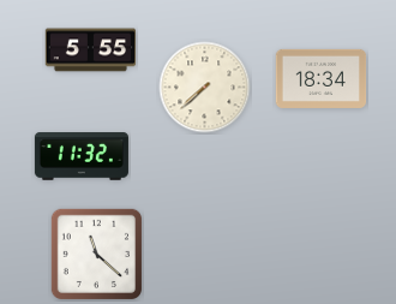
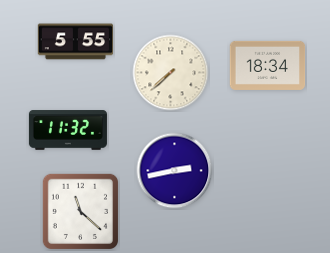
clock at (175, 171): none -> 2:43
